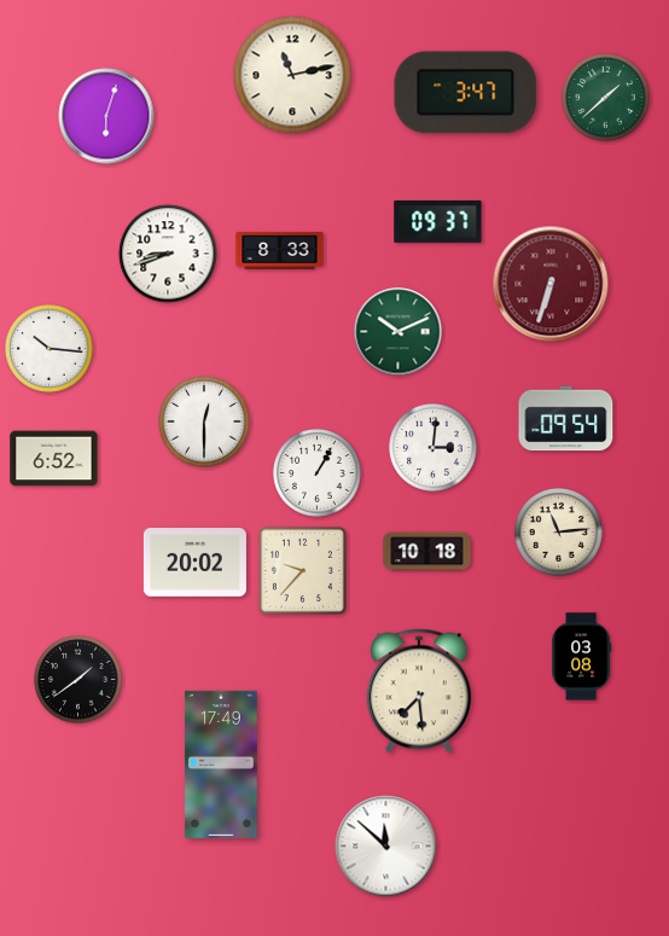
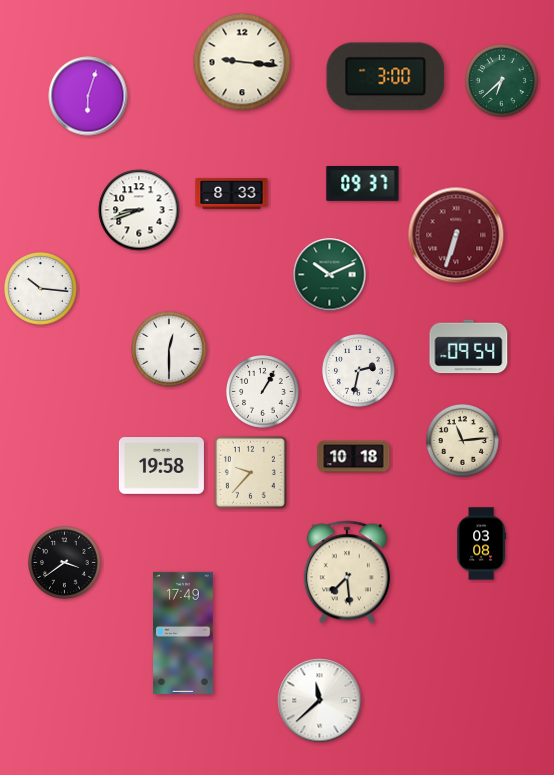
clock at (292, 75): 11:13 -> 9:16
clock at (466, 93): 3:47 -> 3:00
clock at (606, 98): 1:38 -> 6:38
clock at (280, 250) position: (280, 250) -> (232, 193)
clock at (434, 448): 3:01 -> 2:32
clock at (54, 459): 6:52 -> none
clock at (194, 563): 20:02 -> 19:58
clock at (78, 680): 1:39 -> 3:39
clock at (386, 847): 11:52 -> 11:38
